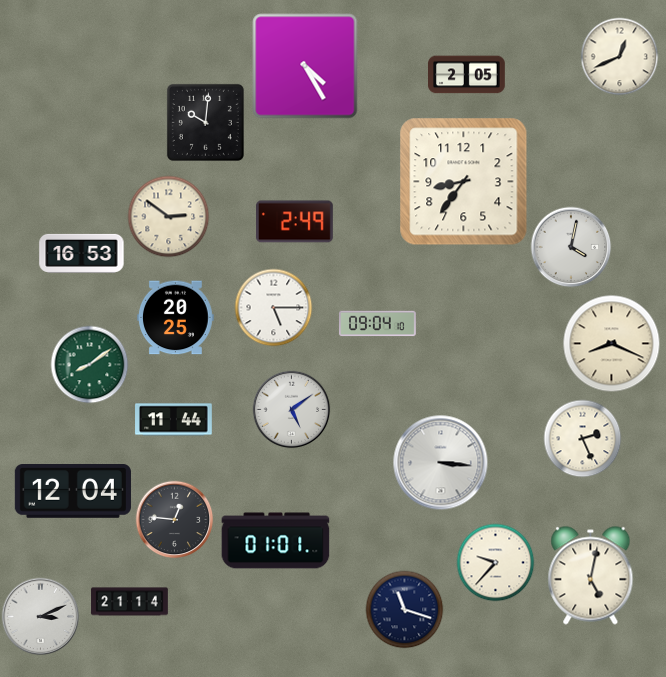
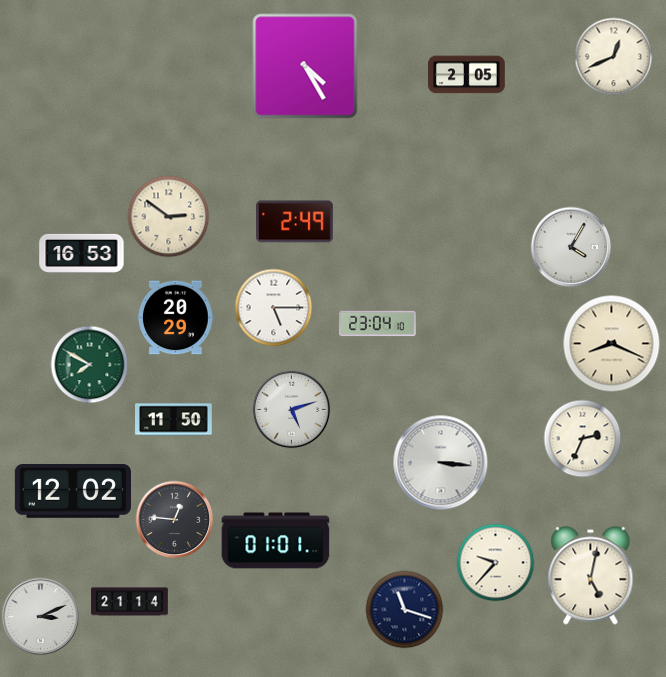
clock at (619, 56) position: (619, 56) -> (613, 56)
clock at (205, 122): 10:01 -> none
clock at (464, 182): 8:36 -> none
clock at (571, 247): 4:02 -> 4:05
clock at (176, 318): 20:25 -> 20:29
clock at (378, 324): 09:04 -> 23:04
clock at (89, 364): 8:09 -> 7:50
clock at (291, 409): 5:09 -> 5:12
clock at (174, 420): 11:44 -> 11:50
clock at (582, 438): 2:26 -> 2:34
clock at (73, 492): 12:04 -> 12:02
